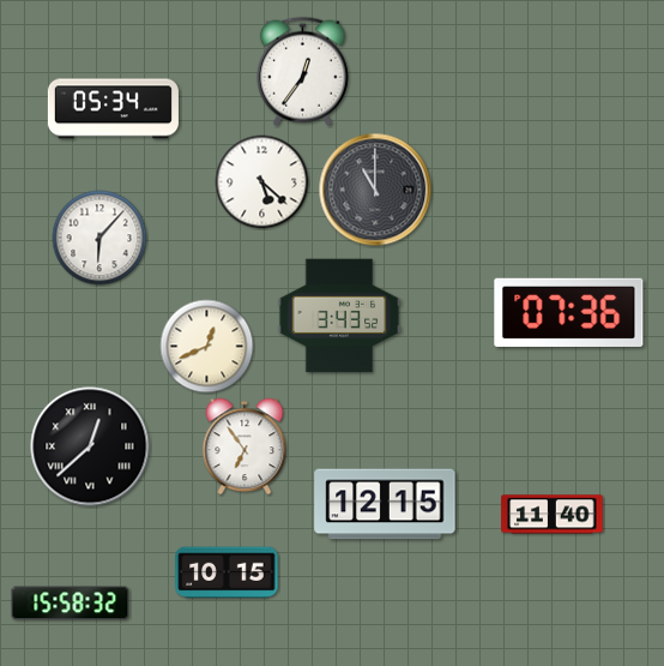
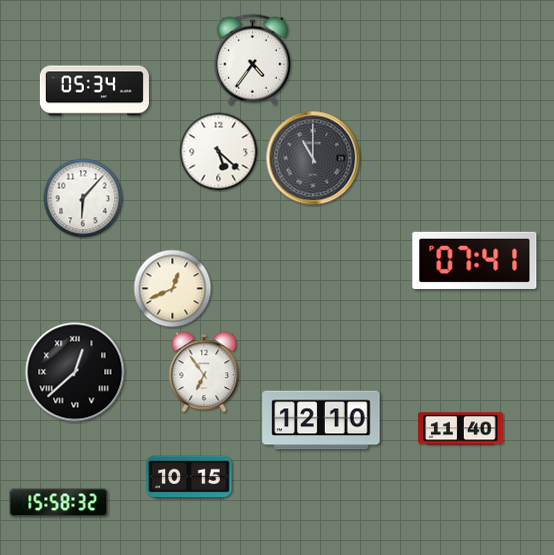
clock at (302, 71): 12:36 -> 4:36
clock at (569, 312): 07:36 -> 07:41
clock at (339, 316): 3:43 -> none
clock at (385, 504): 12:15 -> 12:10
